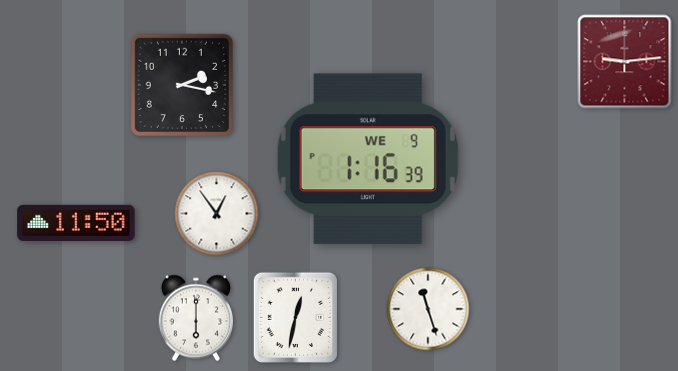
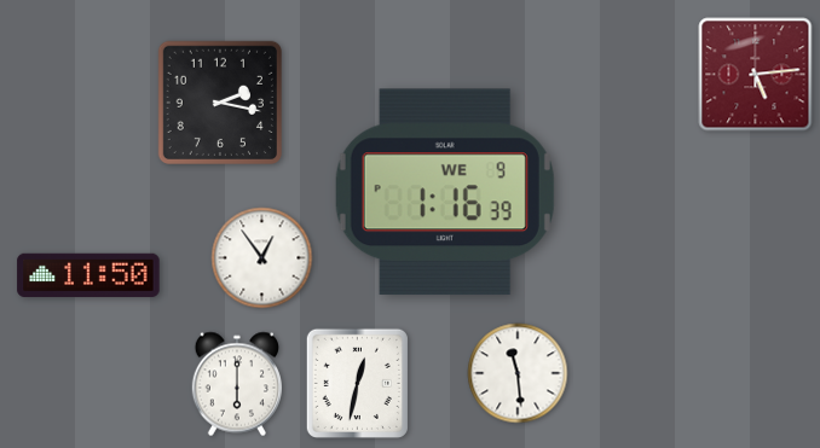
clock at (625, 62): 9:14 -> 5:14
clock at (76, 223) position: (76, 223) -> (88, 275)
clock at (428, 309): 11:27 -> 11:29
